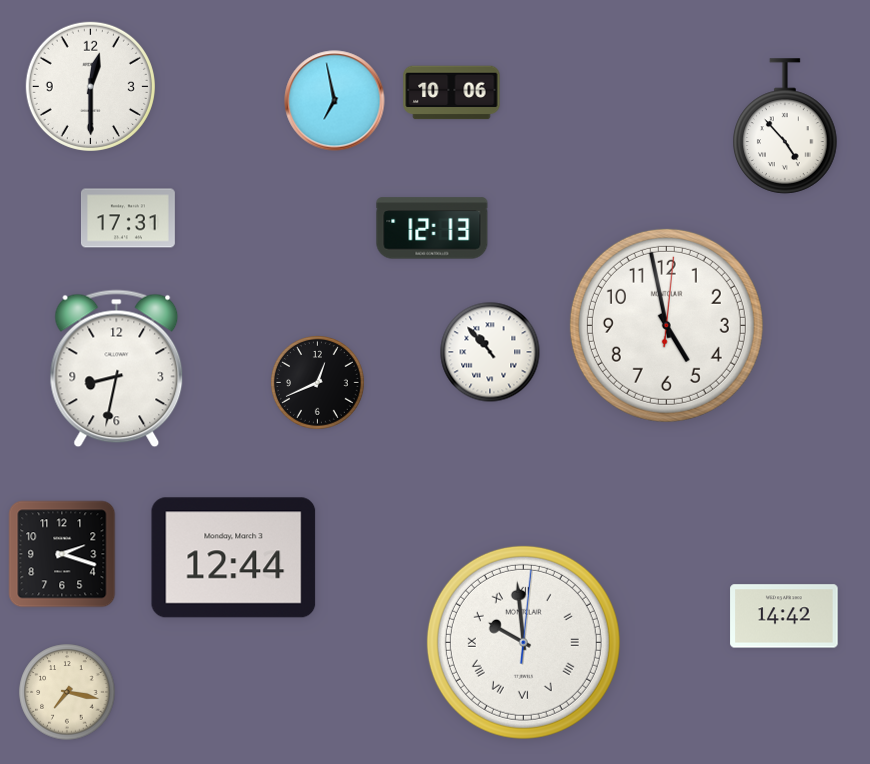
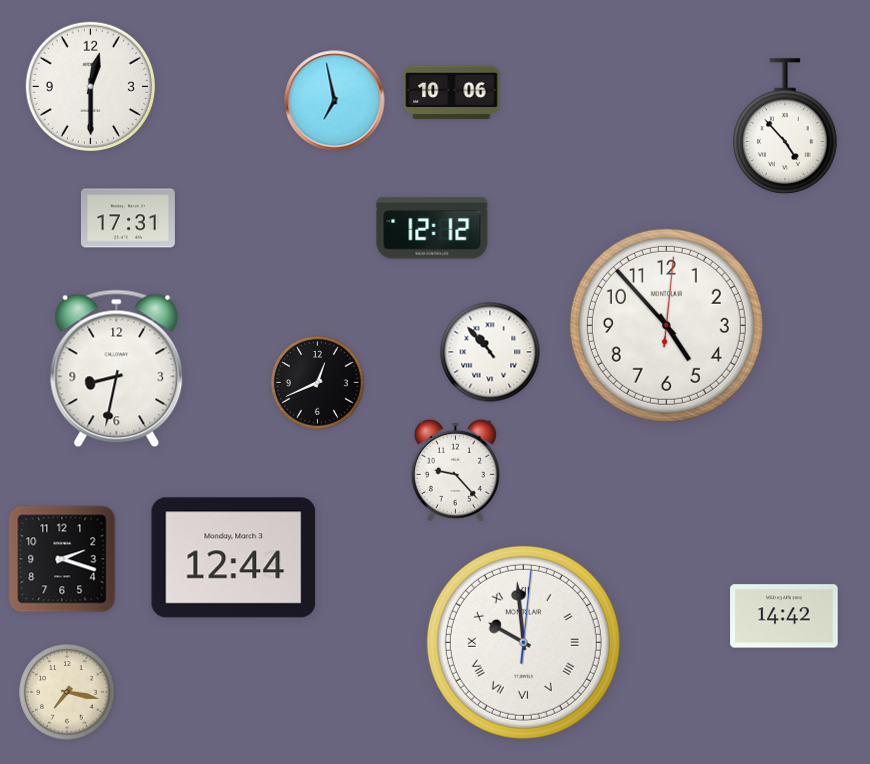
clock at (432, 228): 12:13 -> 12:12
clock at (666, 325): 4:58 -> 4:53
clock at (455, 470): none -> 9:23
clock at (62, 554) position: (62, 554) -> (62, 559)
